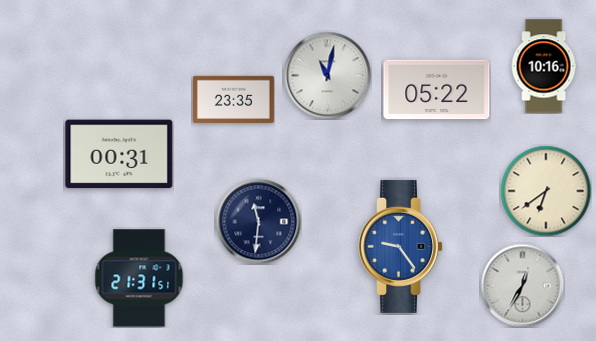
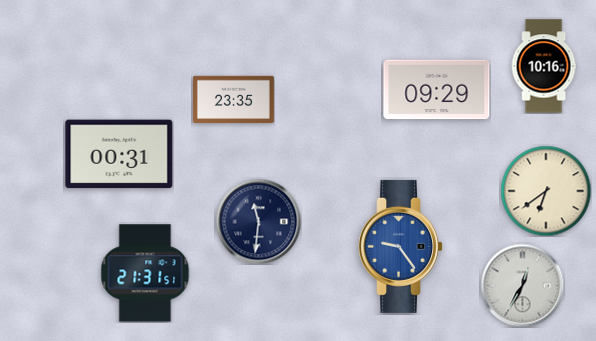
clock at (327, 75): 11:02 -> none
clock at (437, 90): 05:22 -> 09:29
clock at (139, 278) position: (139, 278) -> (145, 273)
